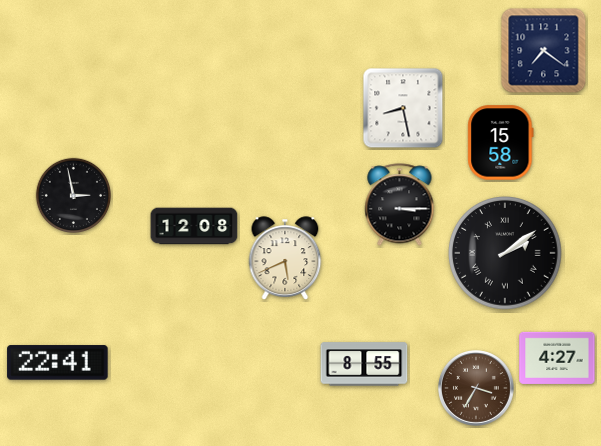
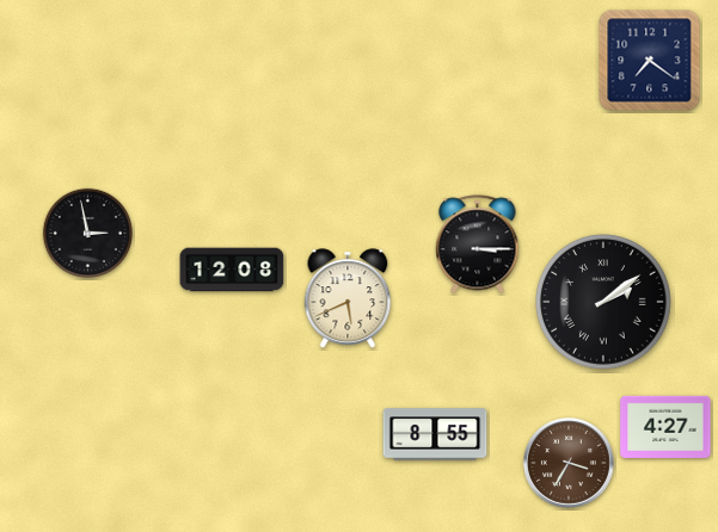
clock at (403, 108): 8:28 -> none
clock at (501, 143): 15:58 -> none
clock at (285, 258) position: (285, 258) -> (348, 298)
clock at (58, 363): 22:41 -> none
